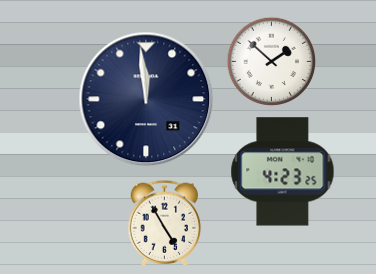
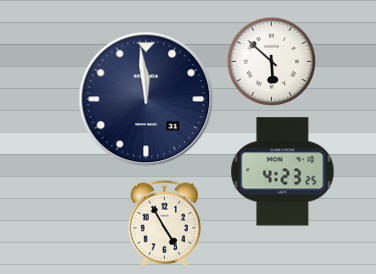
clock at (272, 62): 1:52 -> 5:52
